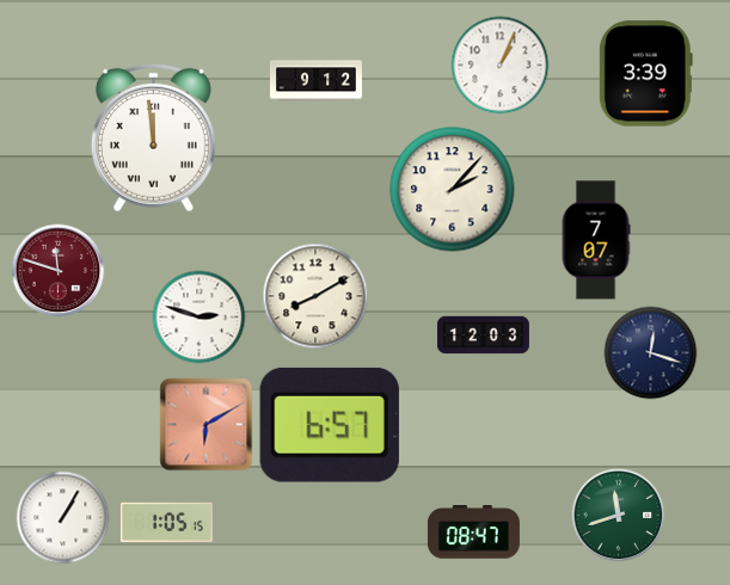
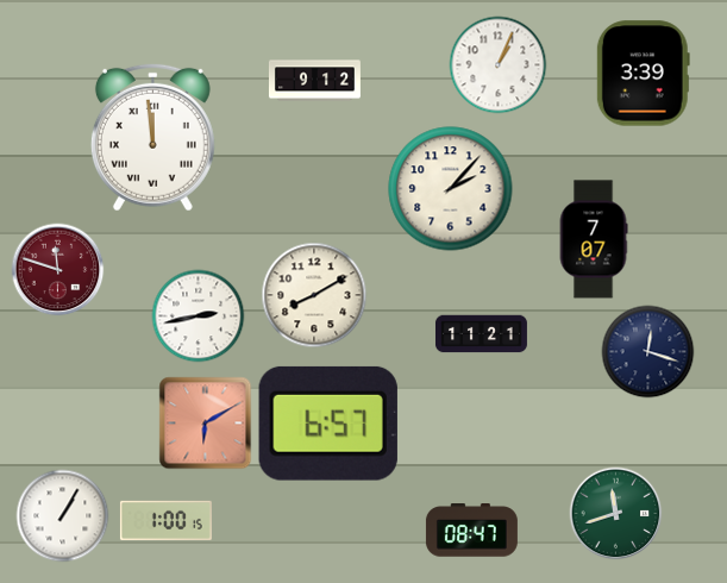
clock at (198, 316): 2:48 -> 2:43
clock at (483, 335): 12:03 -> 11:21
clock at (166, 522): 1:05 -> 1:00
